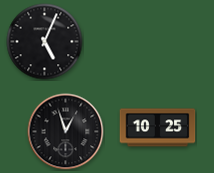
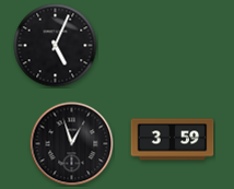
clock at (45, 42) position: (45, 42) -> (56, 46)
clock at (158, 128): 10:25 -> 3:59
